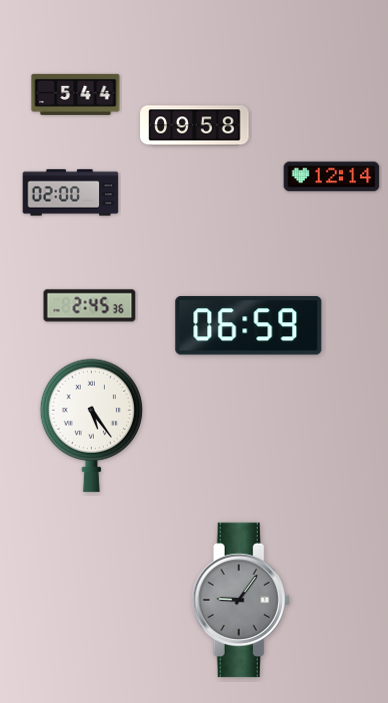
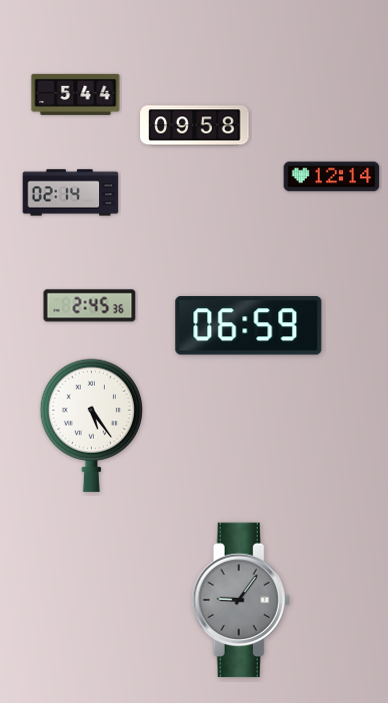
clock at (71, 193): 02:00 -> 02:14
